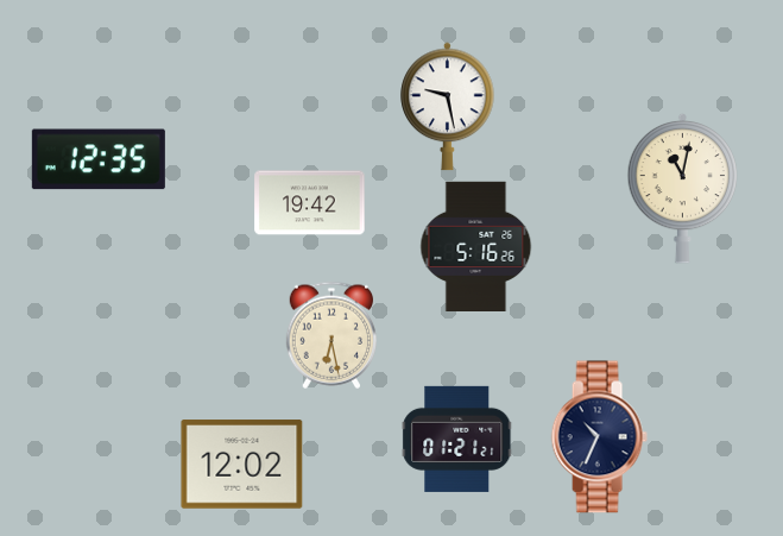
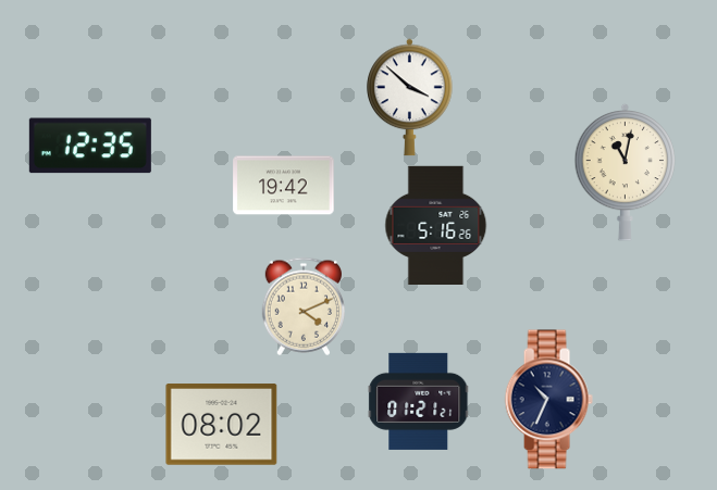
clock at (448, 107): 9:28 -> 3:52
clock at (330, 335): 6:28 -> 4:11
clock at (242, 465): 12:02 -> 08:02
